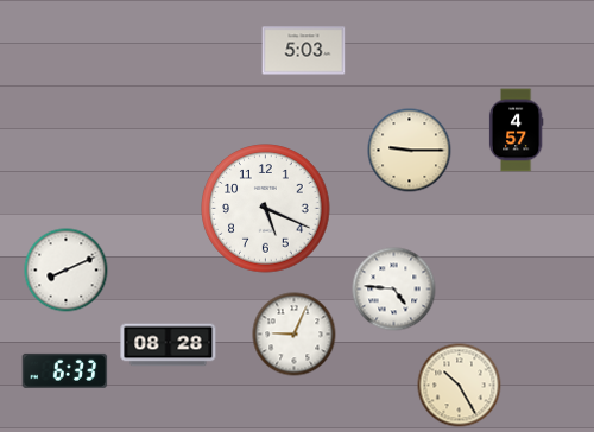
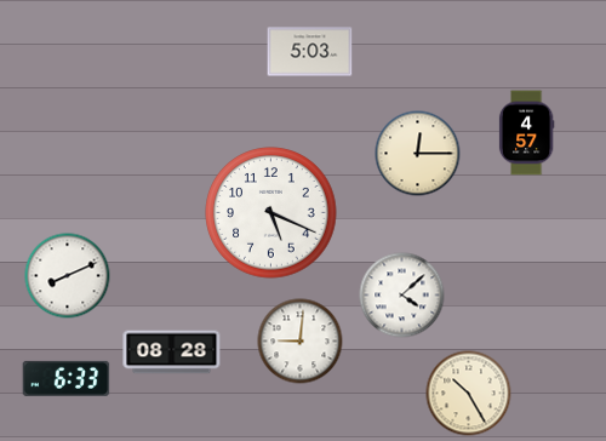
clock at (410, 151): 9:15 -> 12:15
clock at (394, 290): 4:46 -> 4:08
clock at (295, 335): 9:04 -> 9:01
